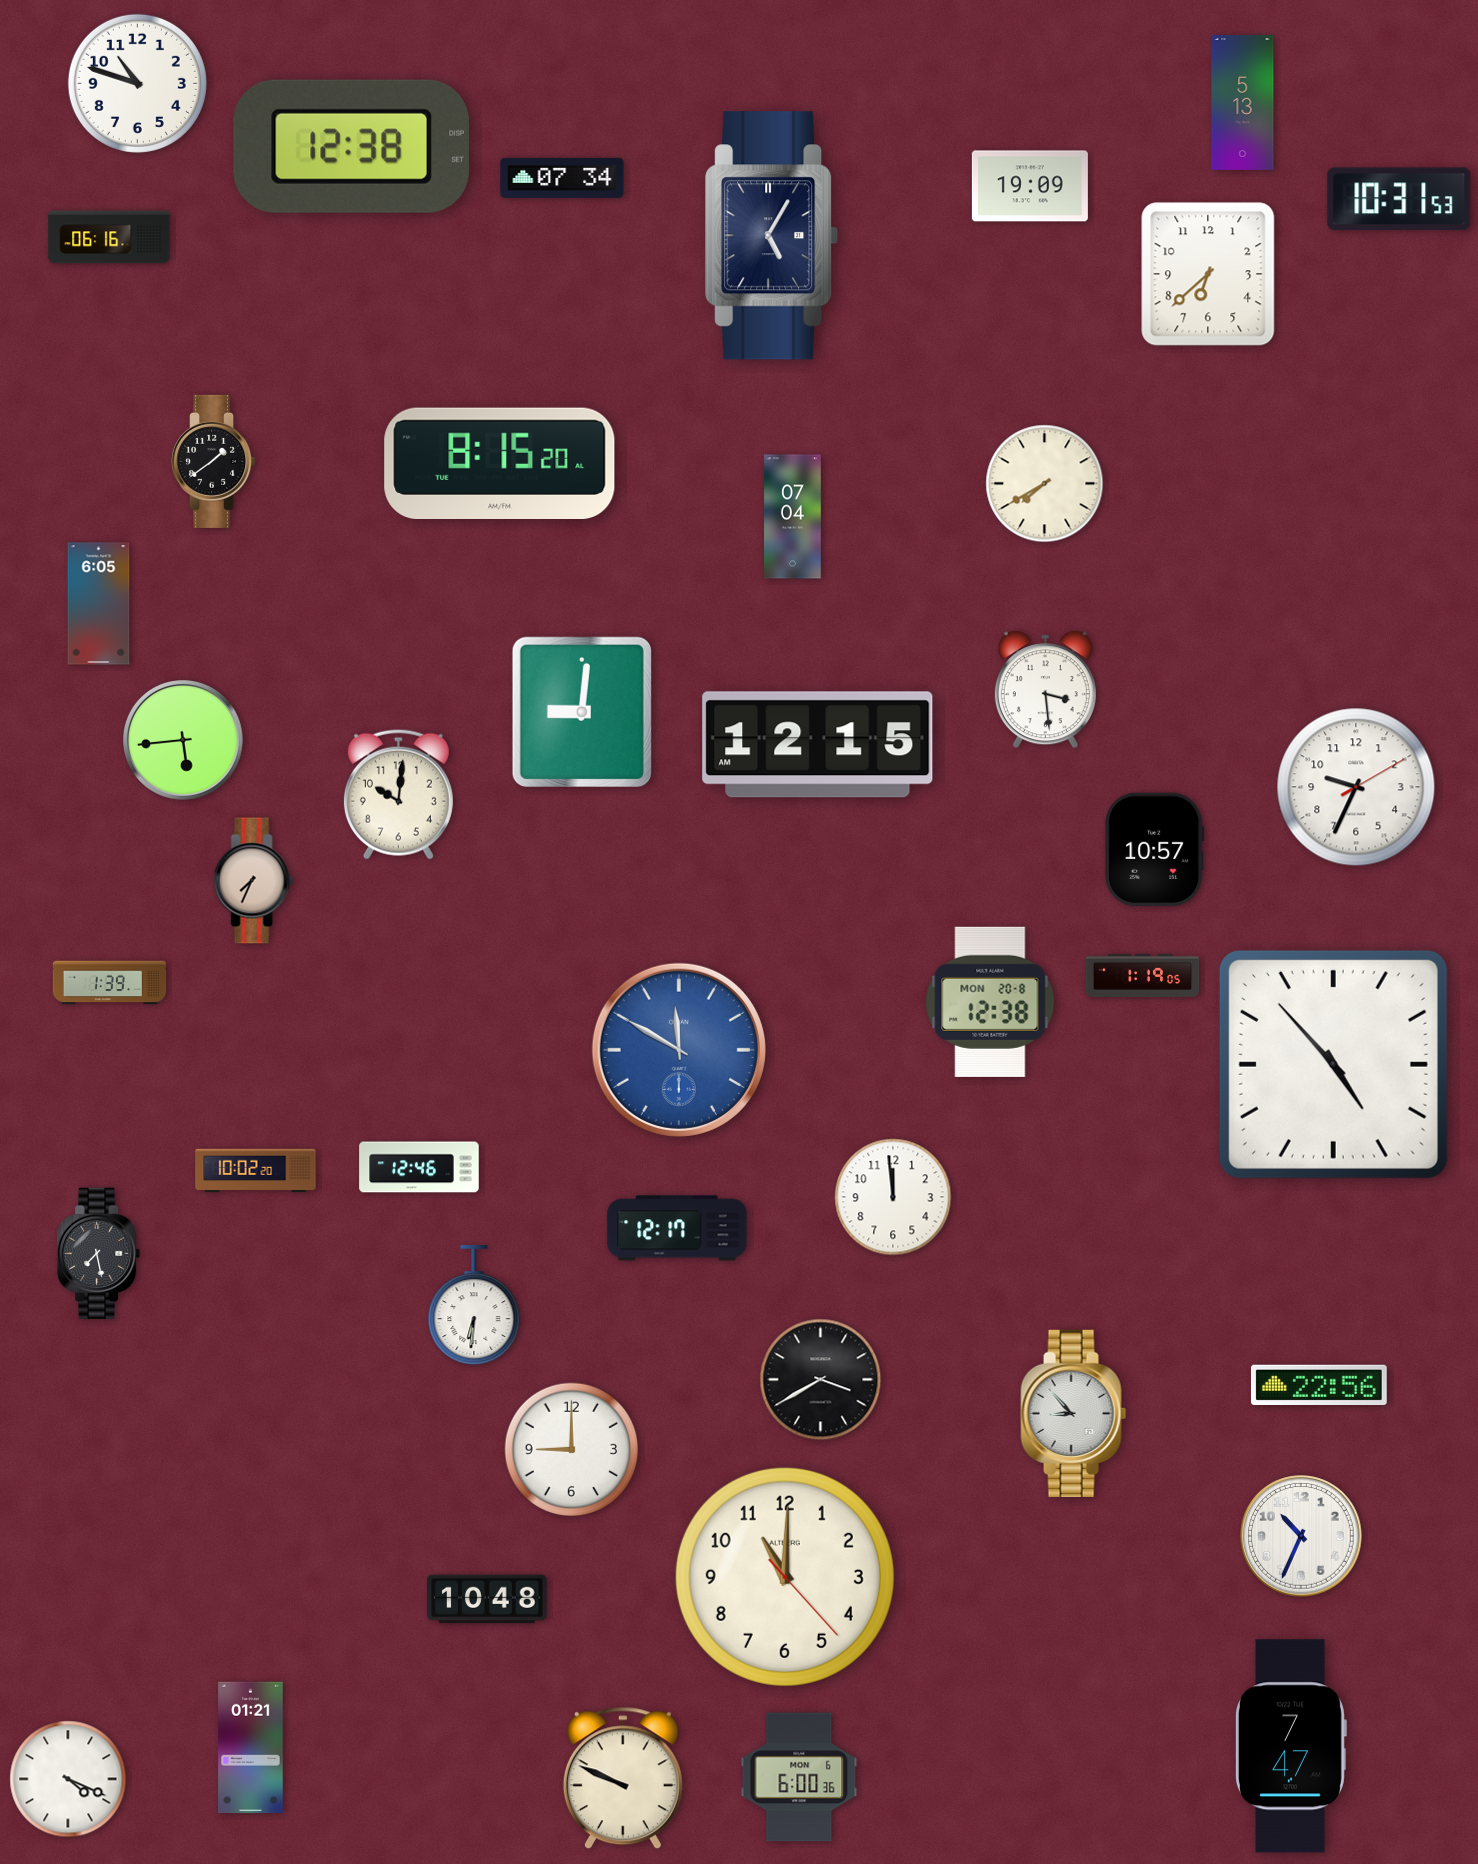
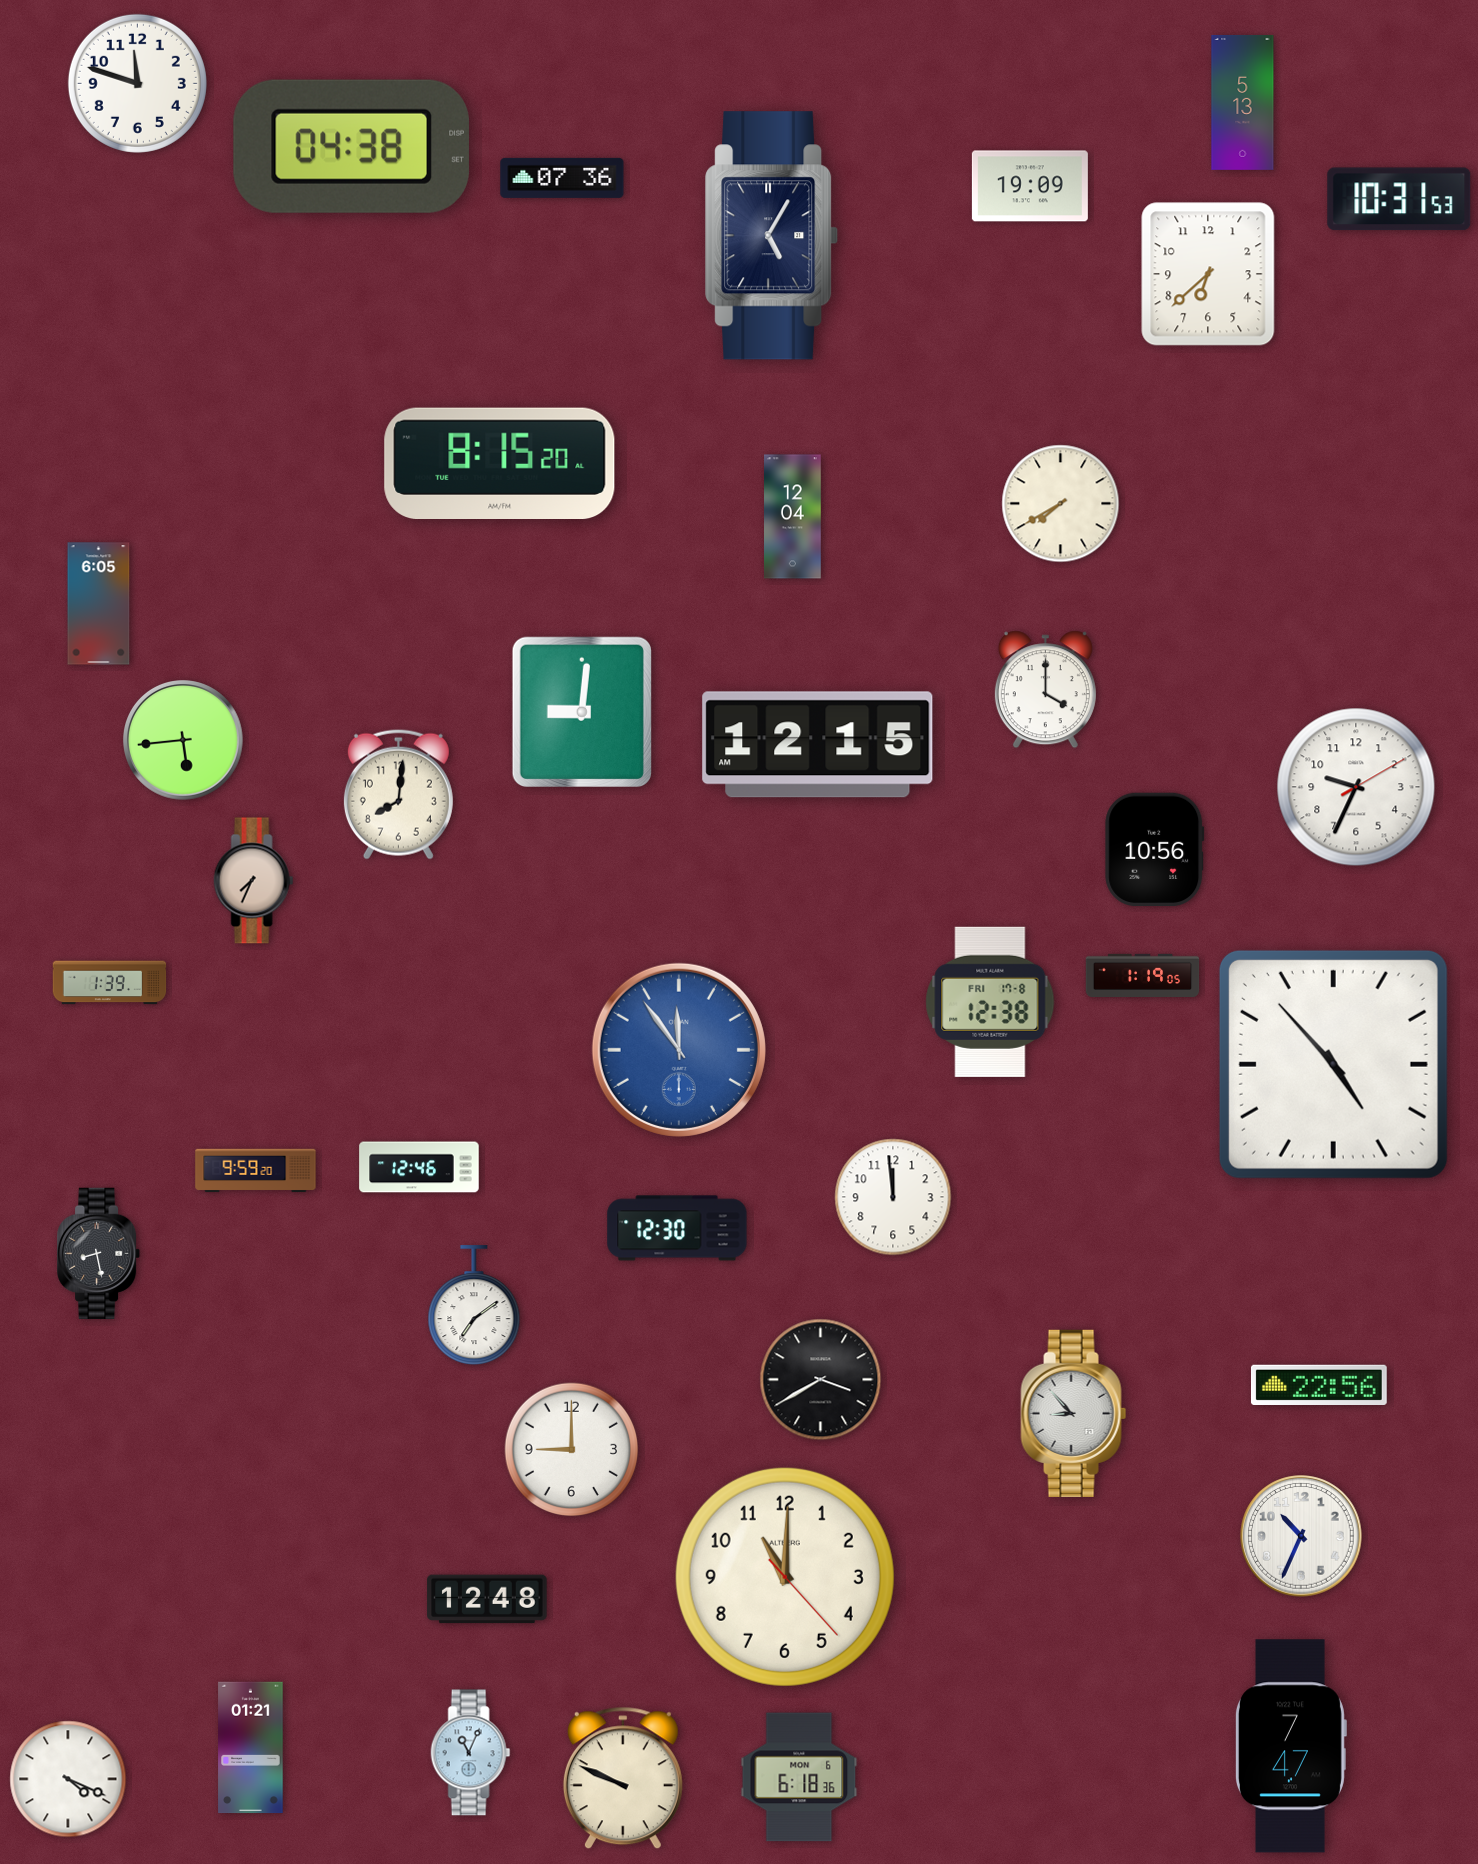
clock at (137, 83): 10:48 -> 11:48
clock at (351, 146): 12:38 -> 04:38
clock at (562, 178): 07:34 -> 07:36
clock at (109, 237): 06:16 -> none
clock at (214, 461): 1:39 -> none
clock at (1045, 484) position: (1045, 484) -> (1061, 504)
clock at (793, 517): 07:04 -> 12:04
clock at (1045, 690): 3:29 -> 4:00
clock at (398, 794): 10:01 -> 8:01
clock at (1155, 849): 10:57 -> 10:56
clock at (990, 1002) date: MON 20-8 -> FRI 17-8
clock at (679, 1050): 11:50 -> 11:54
clock at (256, 1171): 10:02 -> 9:59
clock at (677, 1228): 12:17 -> 12:30
clock at (100, 1253): 7:28 -> 8:28
clock at (474, 1306): 6:31 -> 7:09
clock at (487, 1599): 10:48 -> 12:48
clock at (471, 1753): none -> 11:04
clock at (799, 1777): 6:00 -> 6:18
